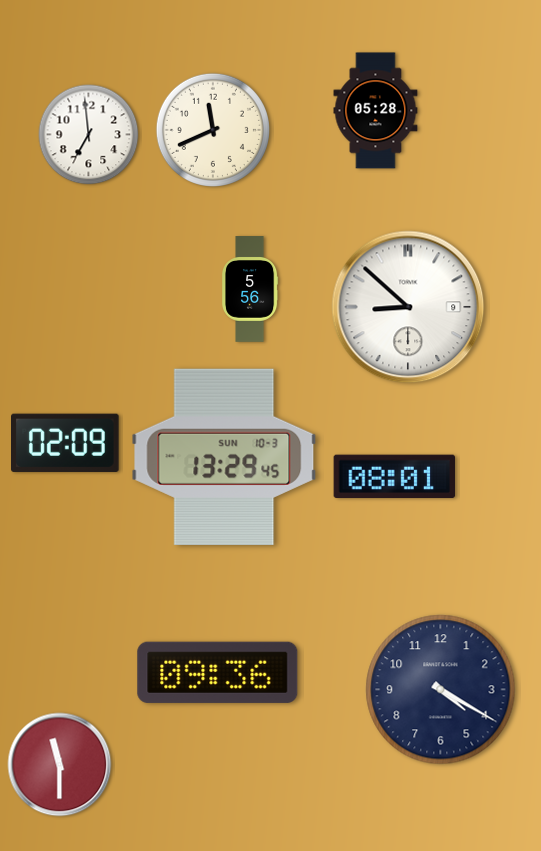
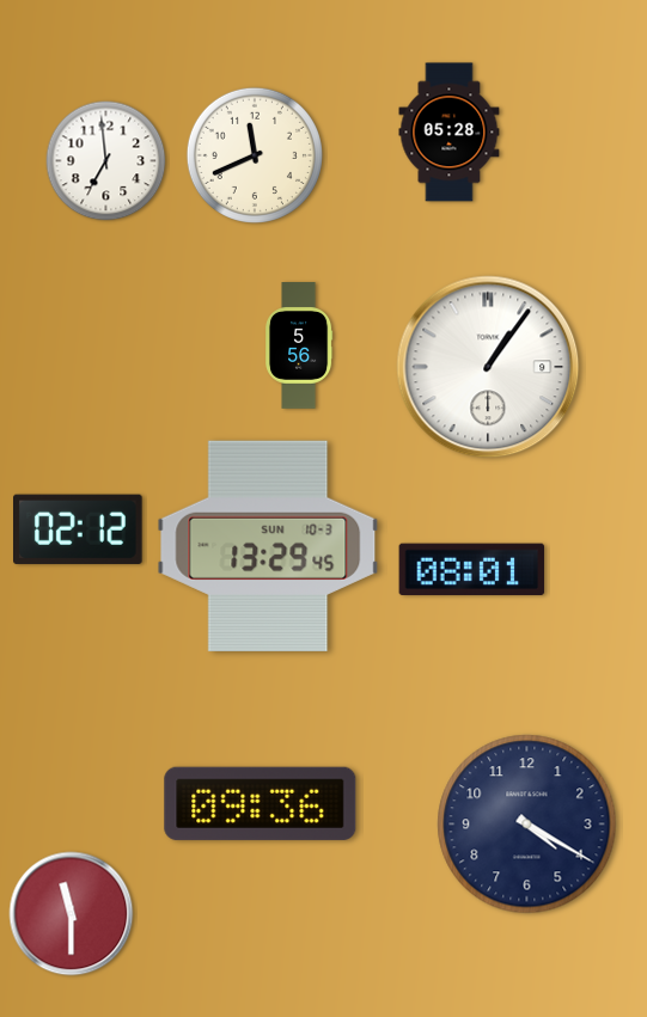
clock at (408, 307): 8:52 -> 1:06
clock at (66, 443): 02:09 -> 02:12
